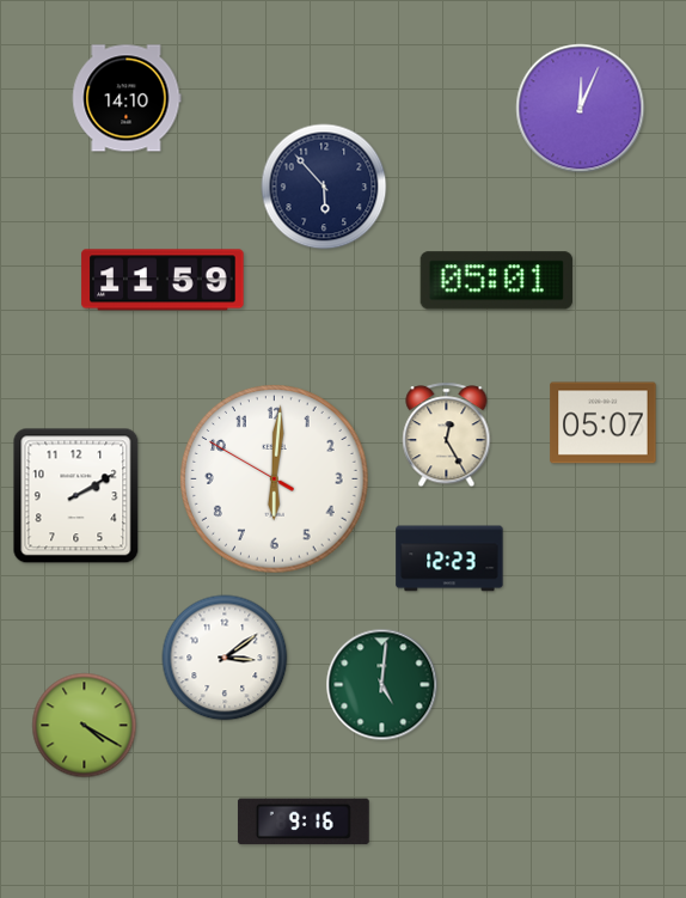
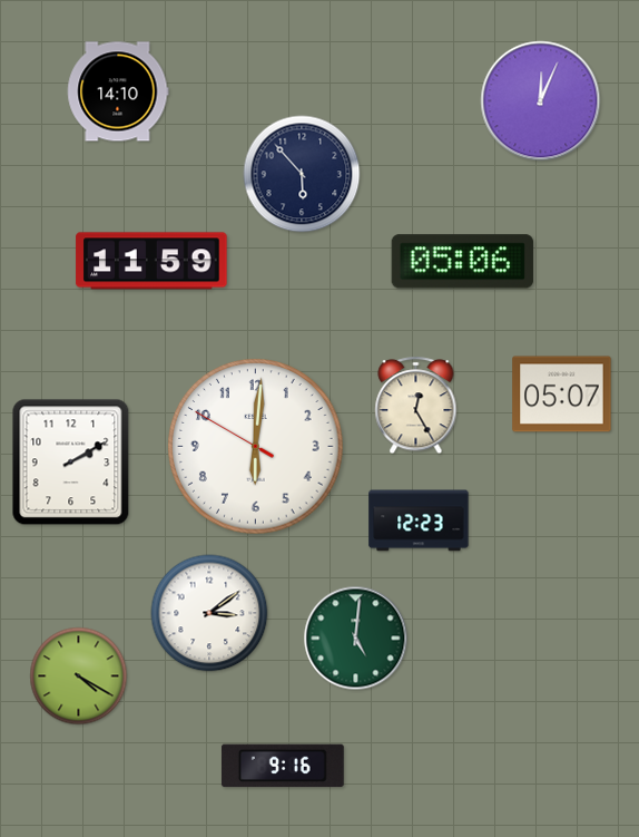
clock at (496, 281): 05:01 -> 05:06
